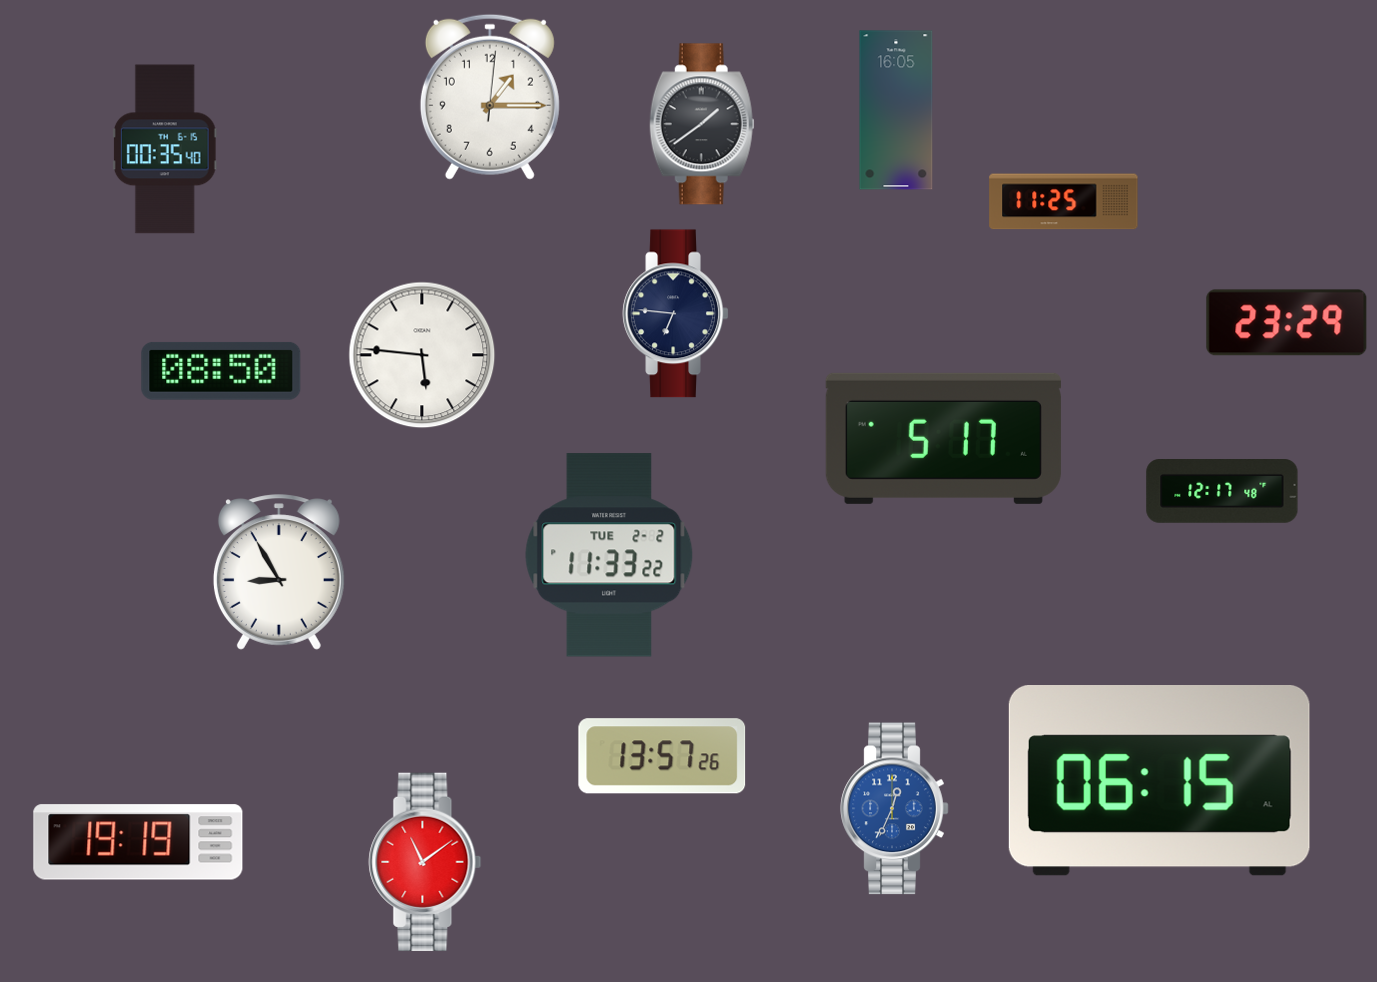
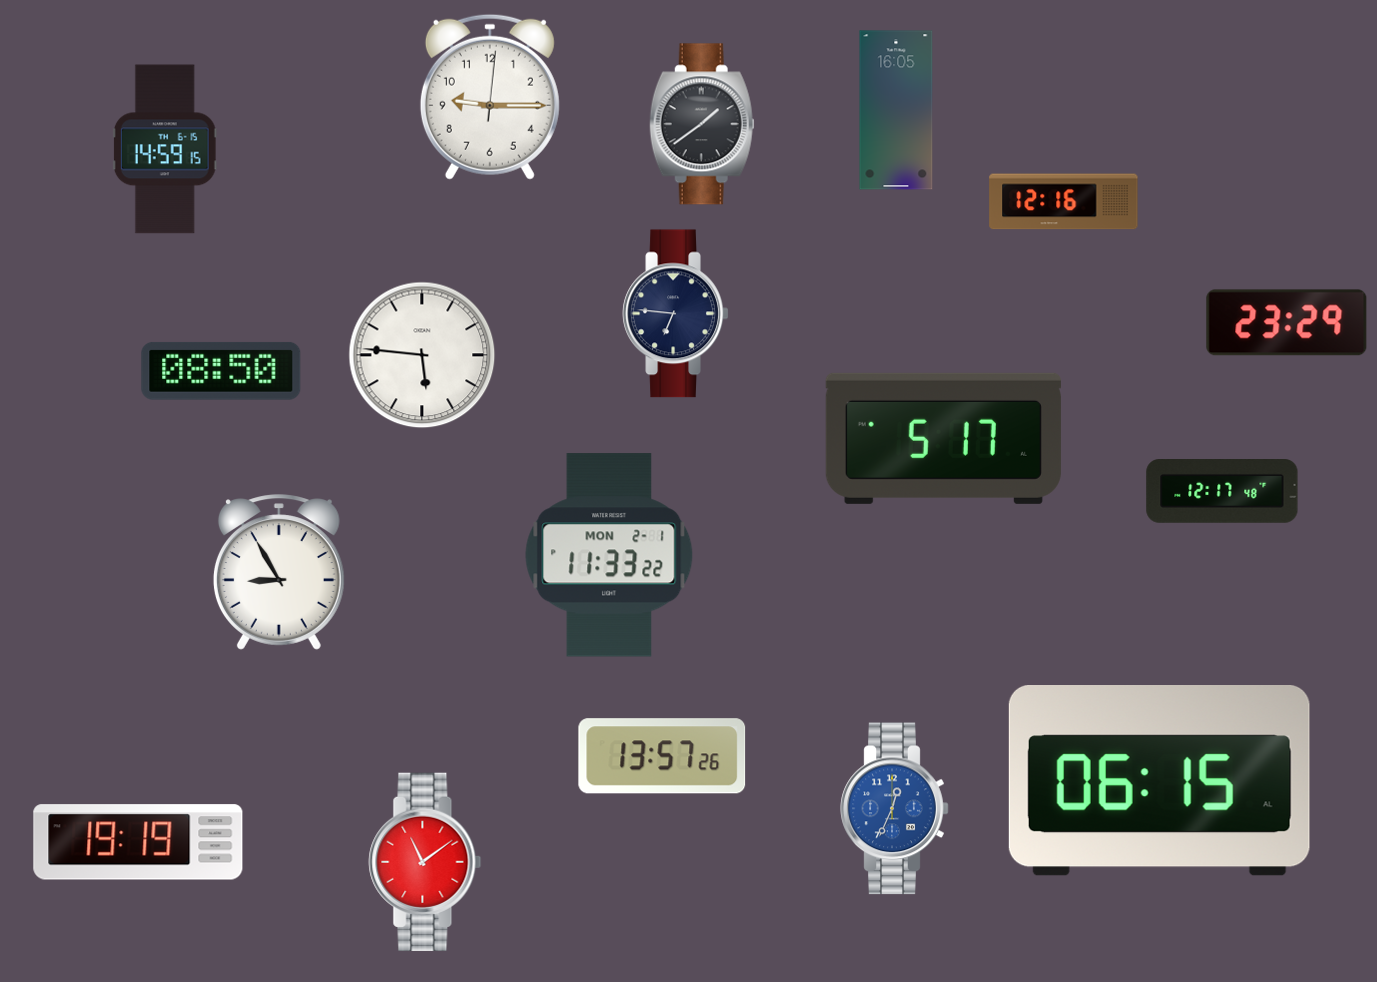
clock at (490, 97): 1:15 -> 9:15
clock at (165, 149): 00:35 -> 14:59
clock at (1064, 202): 11:25 -> 12:16
clock at (609, 555) date: TUE 2-2 -> MON 2-1
